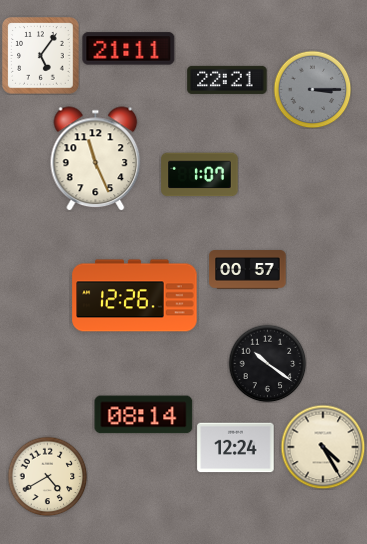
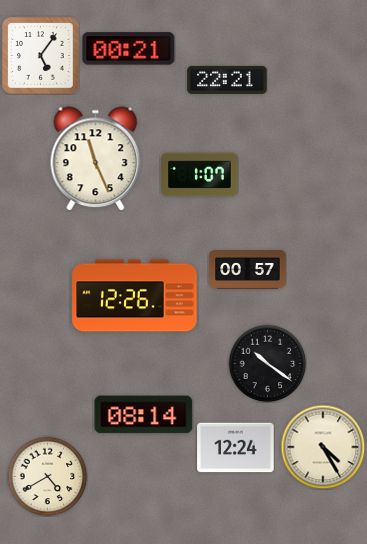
clock at (129, 49): 21:11 -> 00:21
clock at (312, 89): 3:15 -> none
